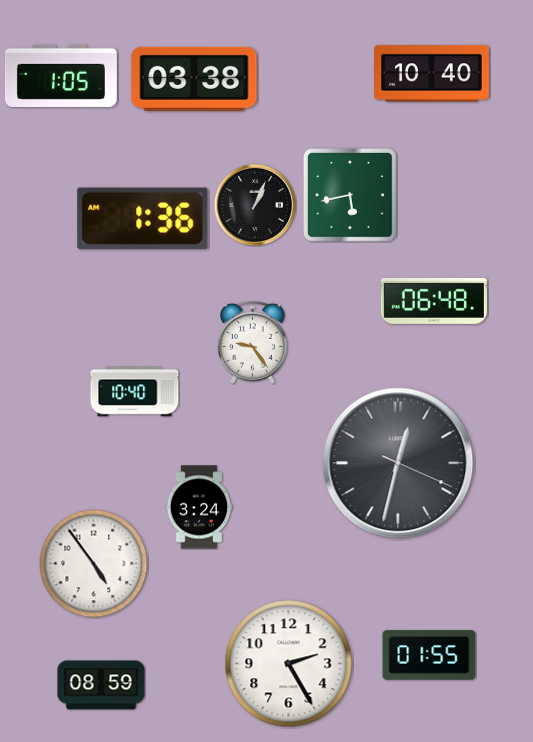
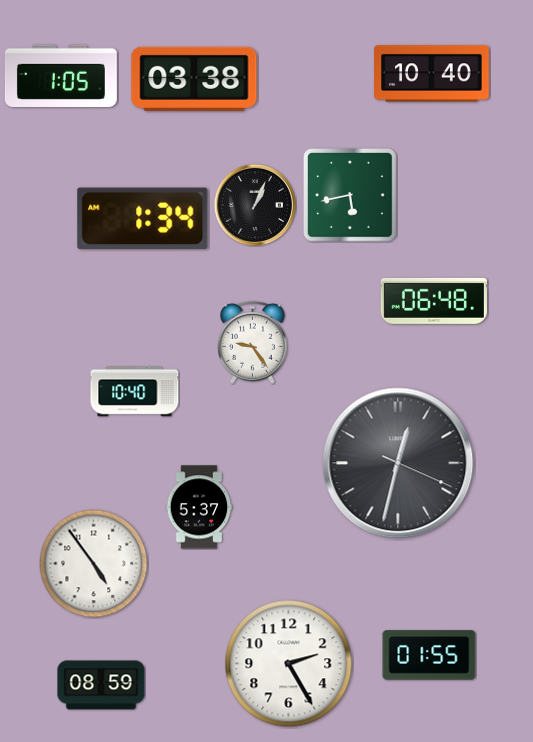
clock at (143, 218): 1:36 -> 1:34
clock at (199, 507): 3:24 -> 5:37
